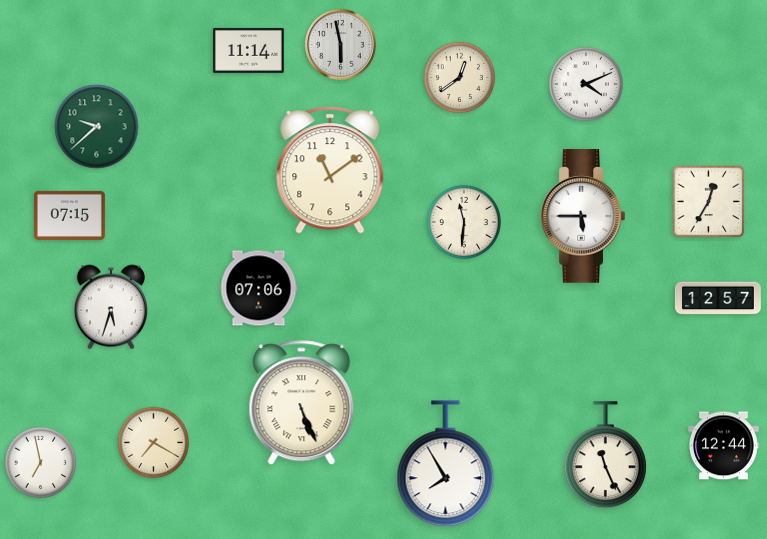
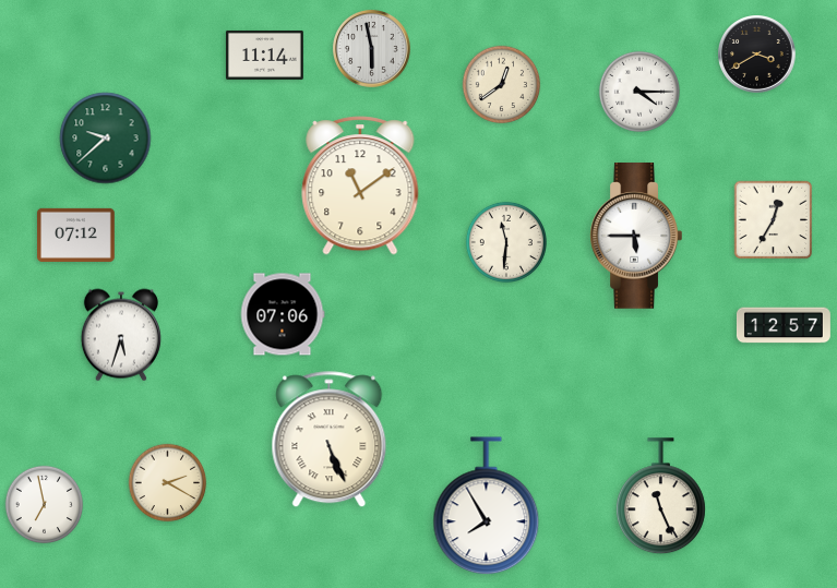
clock at (249, 50) position: (249, 50) -> (265, 55)
clock at (757, 55): none -> 3:40
clock at (586, 84): 4:11 -> 4:15
clock at (70, 215): 07:15 -> 07:12
clock at (154, 443): 7:20 -> 2:20
clock at (724, 446): 12:44 -> none
